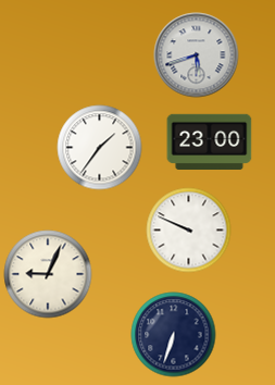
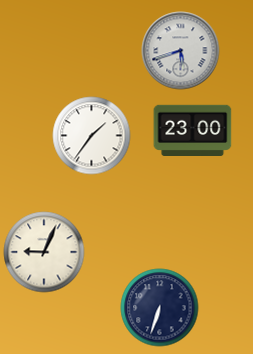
clock at (188, 229): 9:49 -> none
